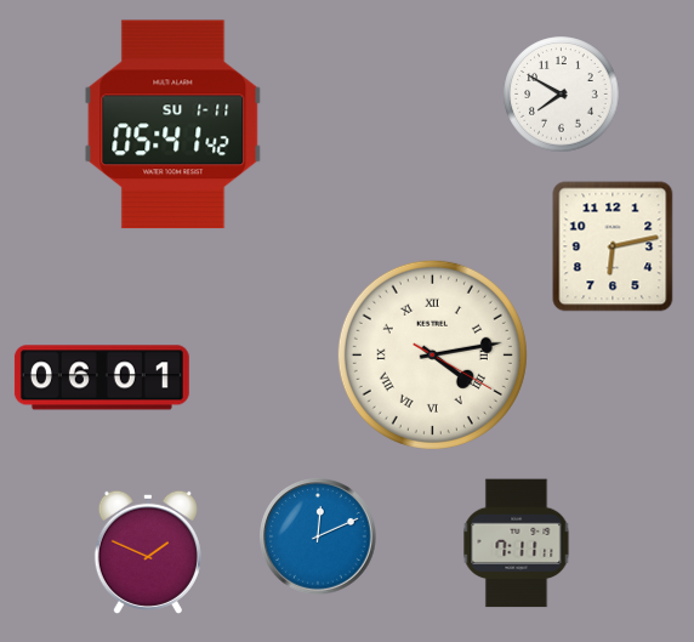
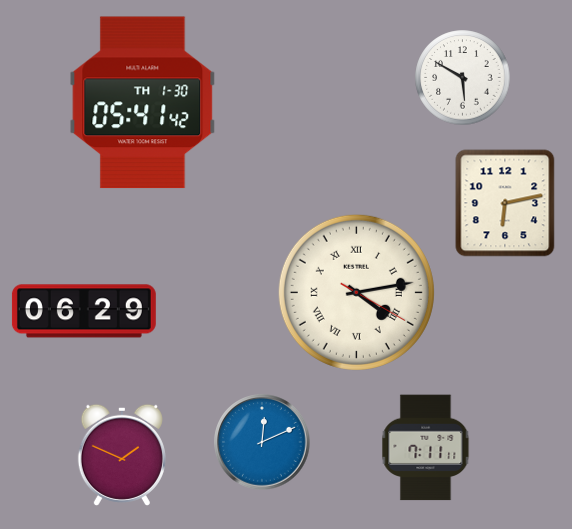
clock at (562, 95): 7:50 -> 5:50
clock at (173, 125) date: SU 1-11 -> TH 1-30
clock at (102, 377): 06:01 -> 06:29
